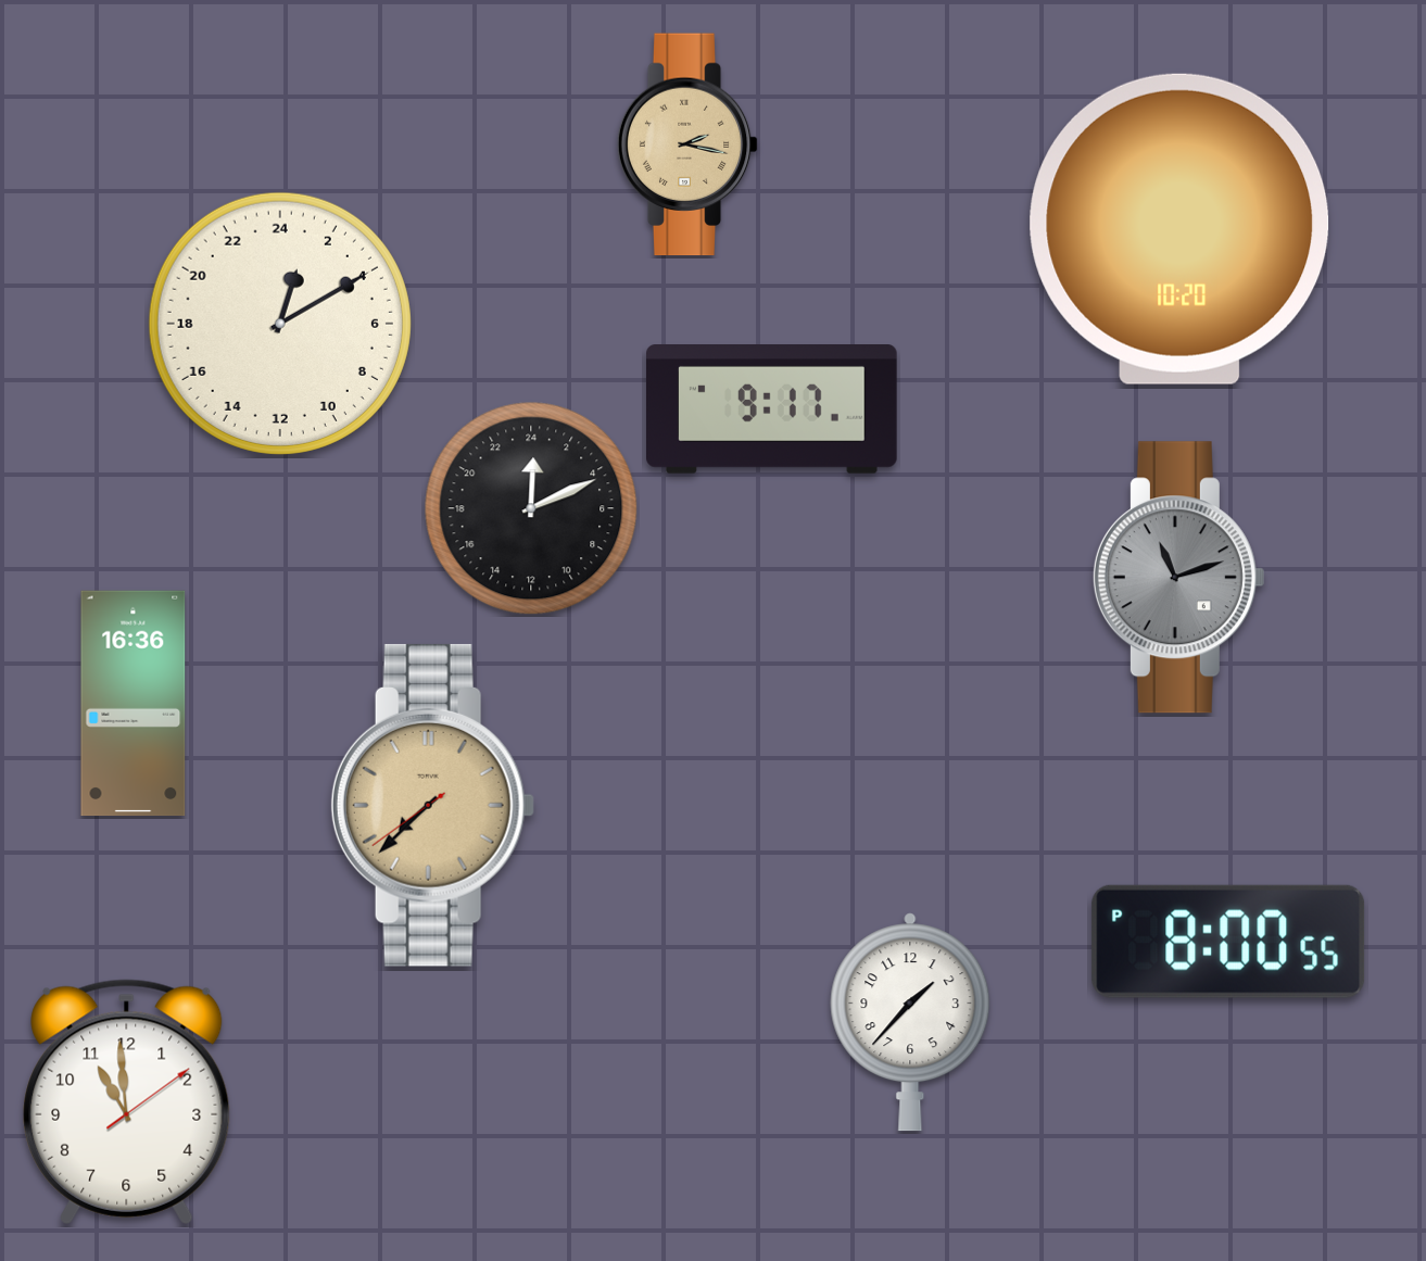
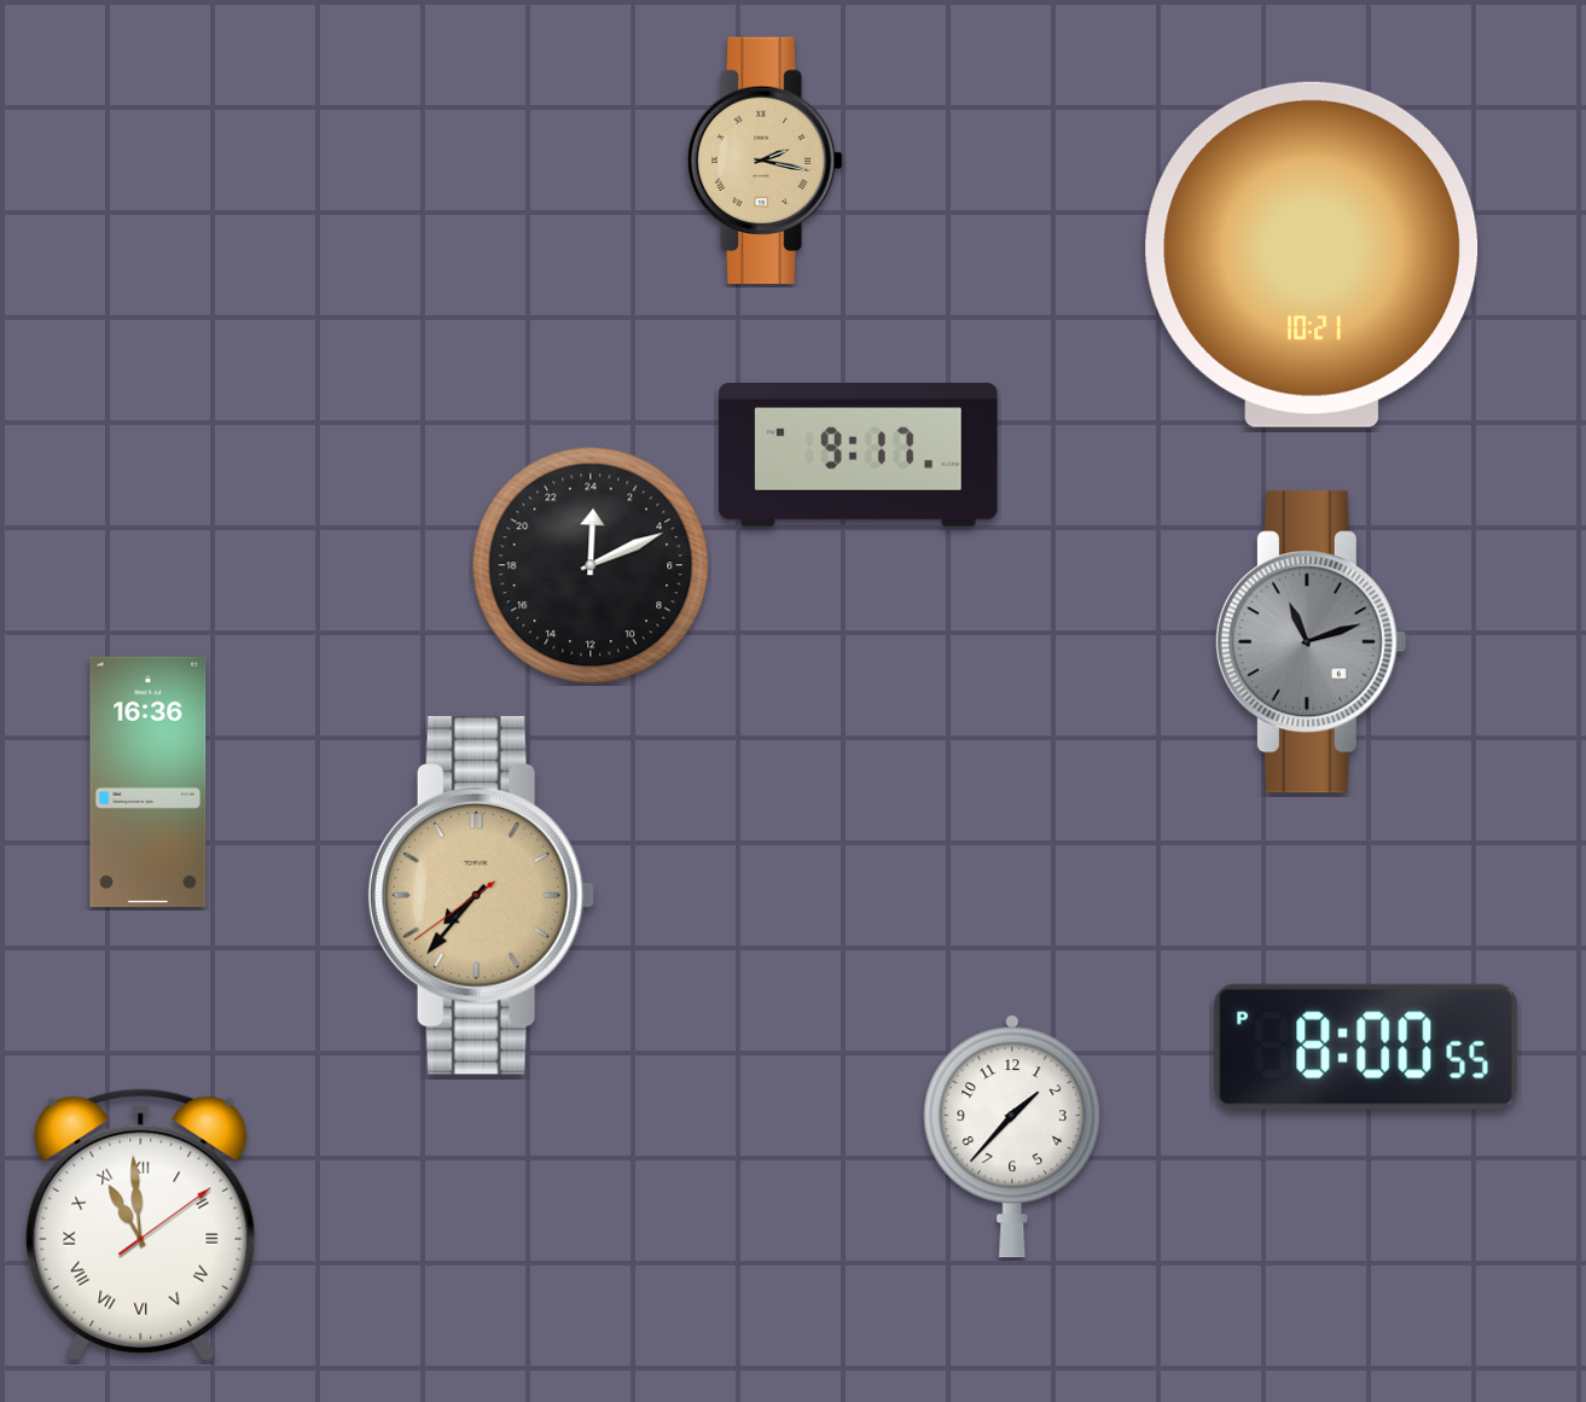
clock at (1179, 229): 10:20 -> 10:21
clock at (280, 324): 1:10 -> none
clock at (432, 805): 7:37 -> 7:36
clock at (127, 1101) numerals: Arabic -> Roman
